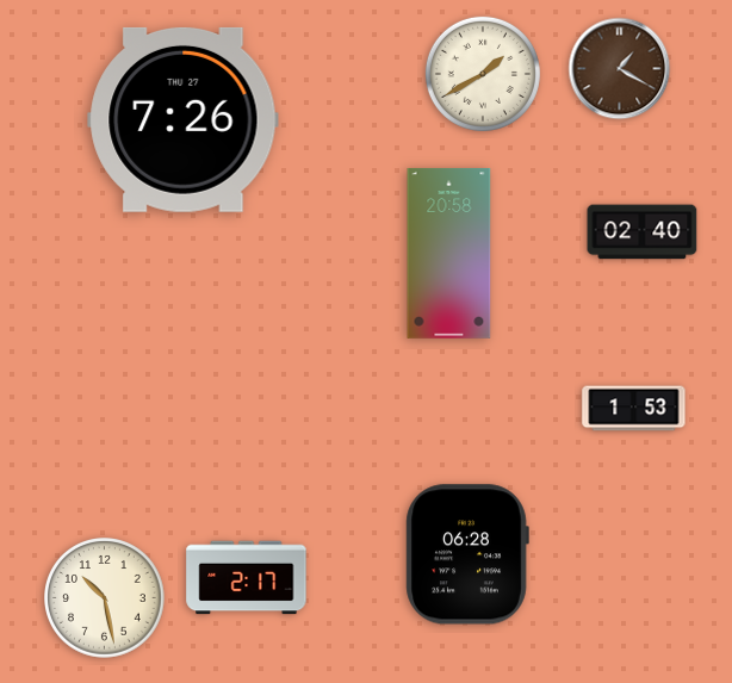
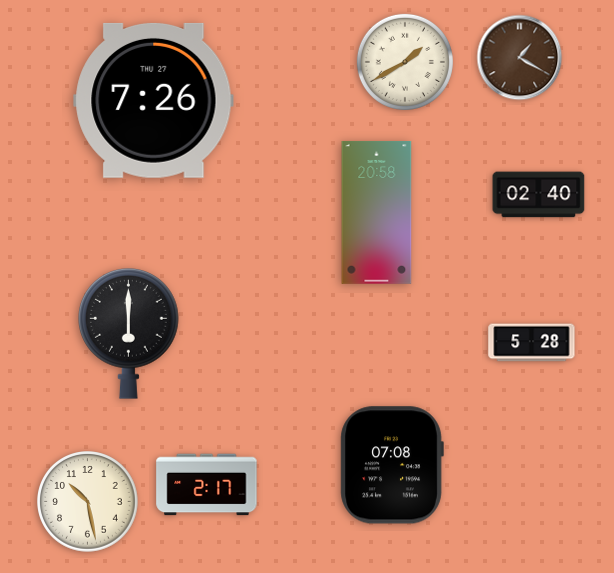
clock at (129, 334): none -> 6:00
clock at (634, 409): 1:53 -> 5:28
clock at (467, 554): 06:28 -> 07:08
